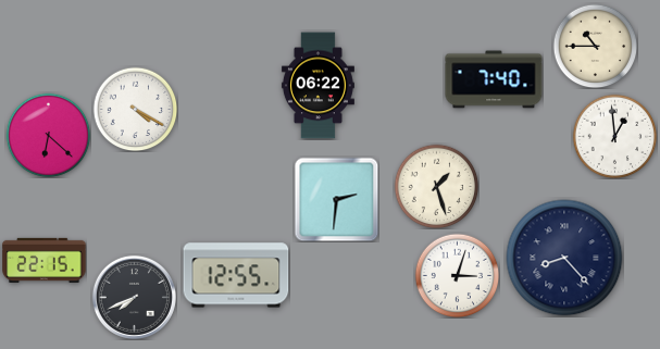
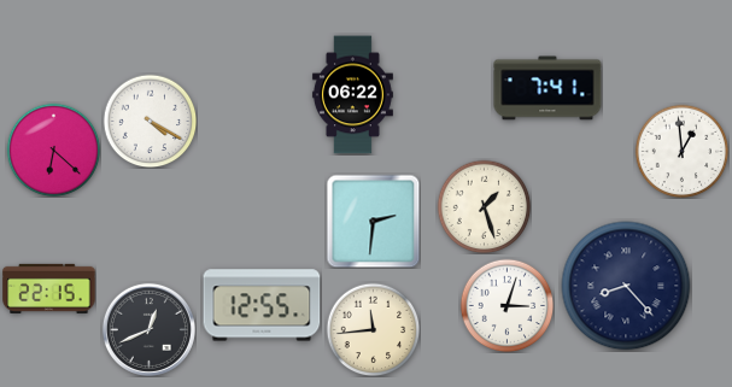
clock at (595, 46): 10:45 -> none
clock at (494, 79): 7:40 -> 7:41
clock at (134, 297): 7:41 -> 12:41
clock at (373, 329): none -> 11:44
